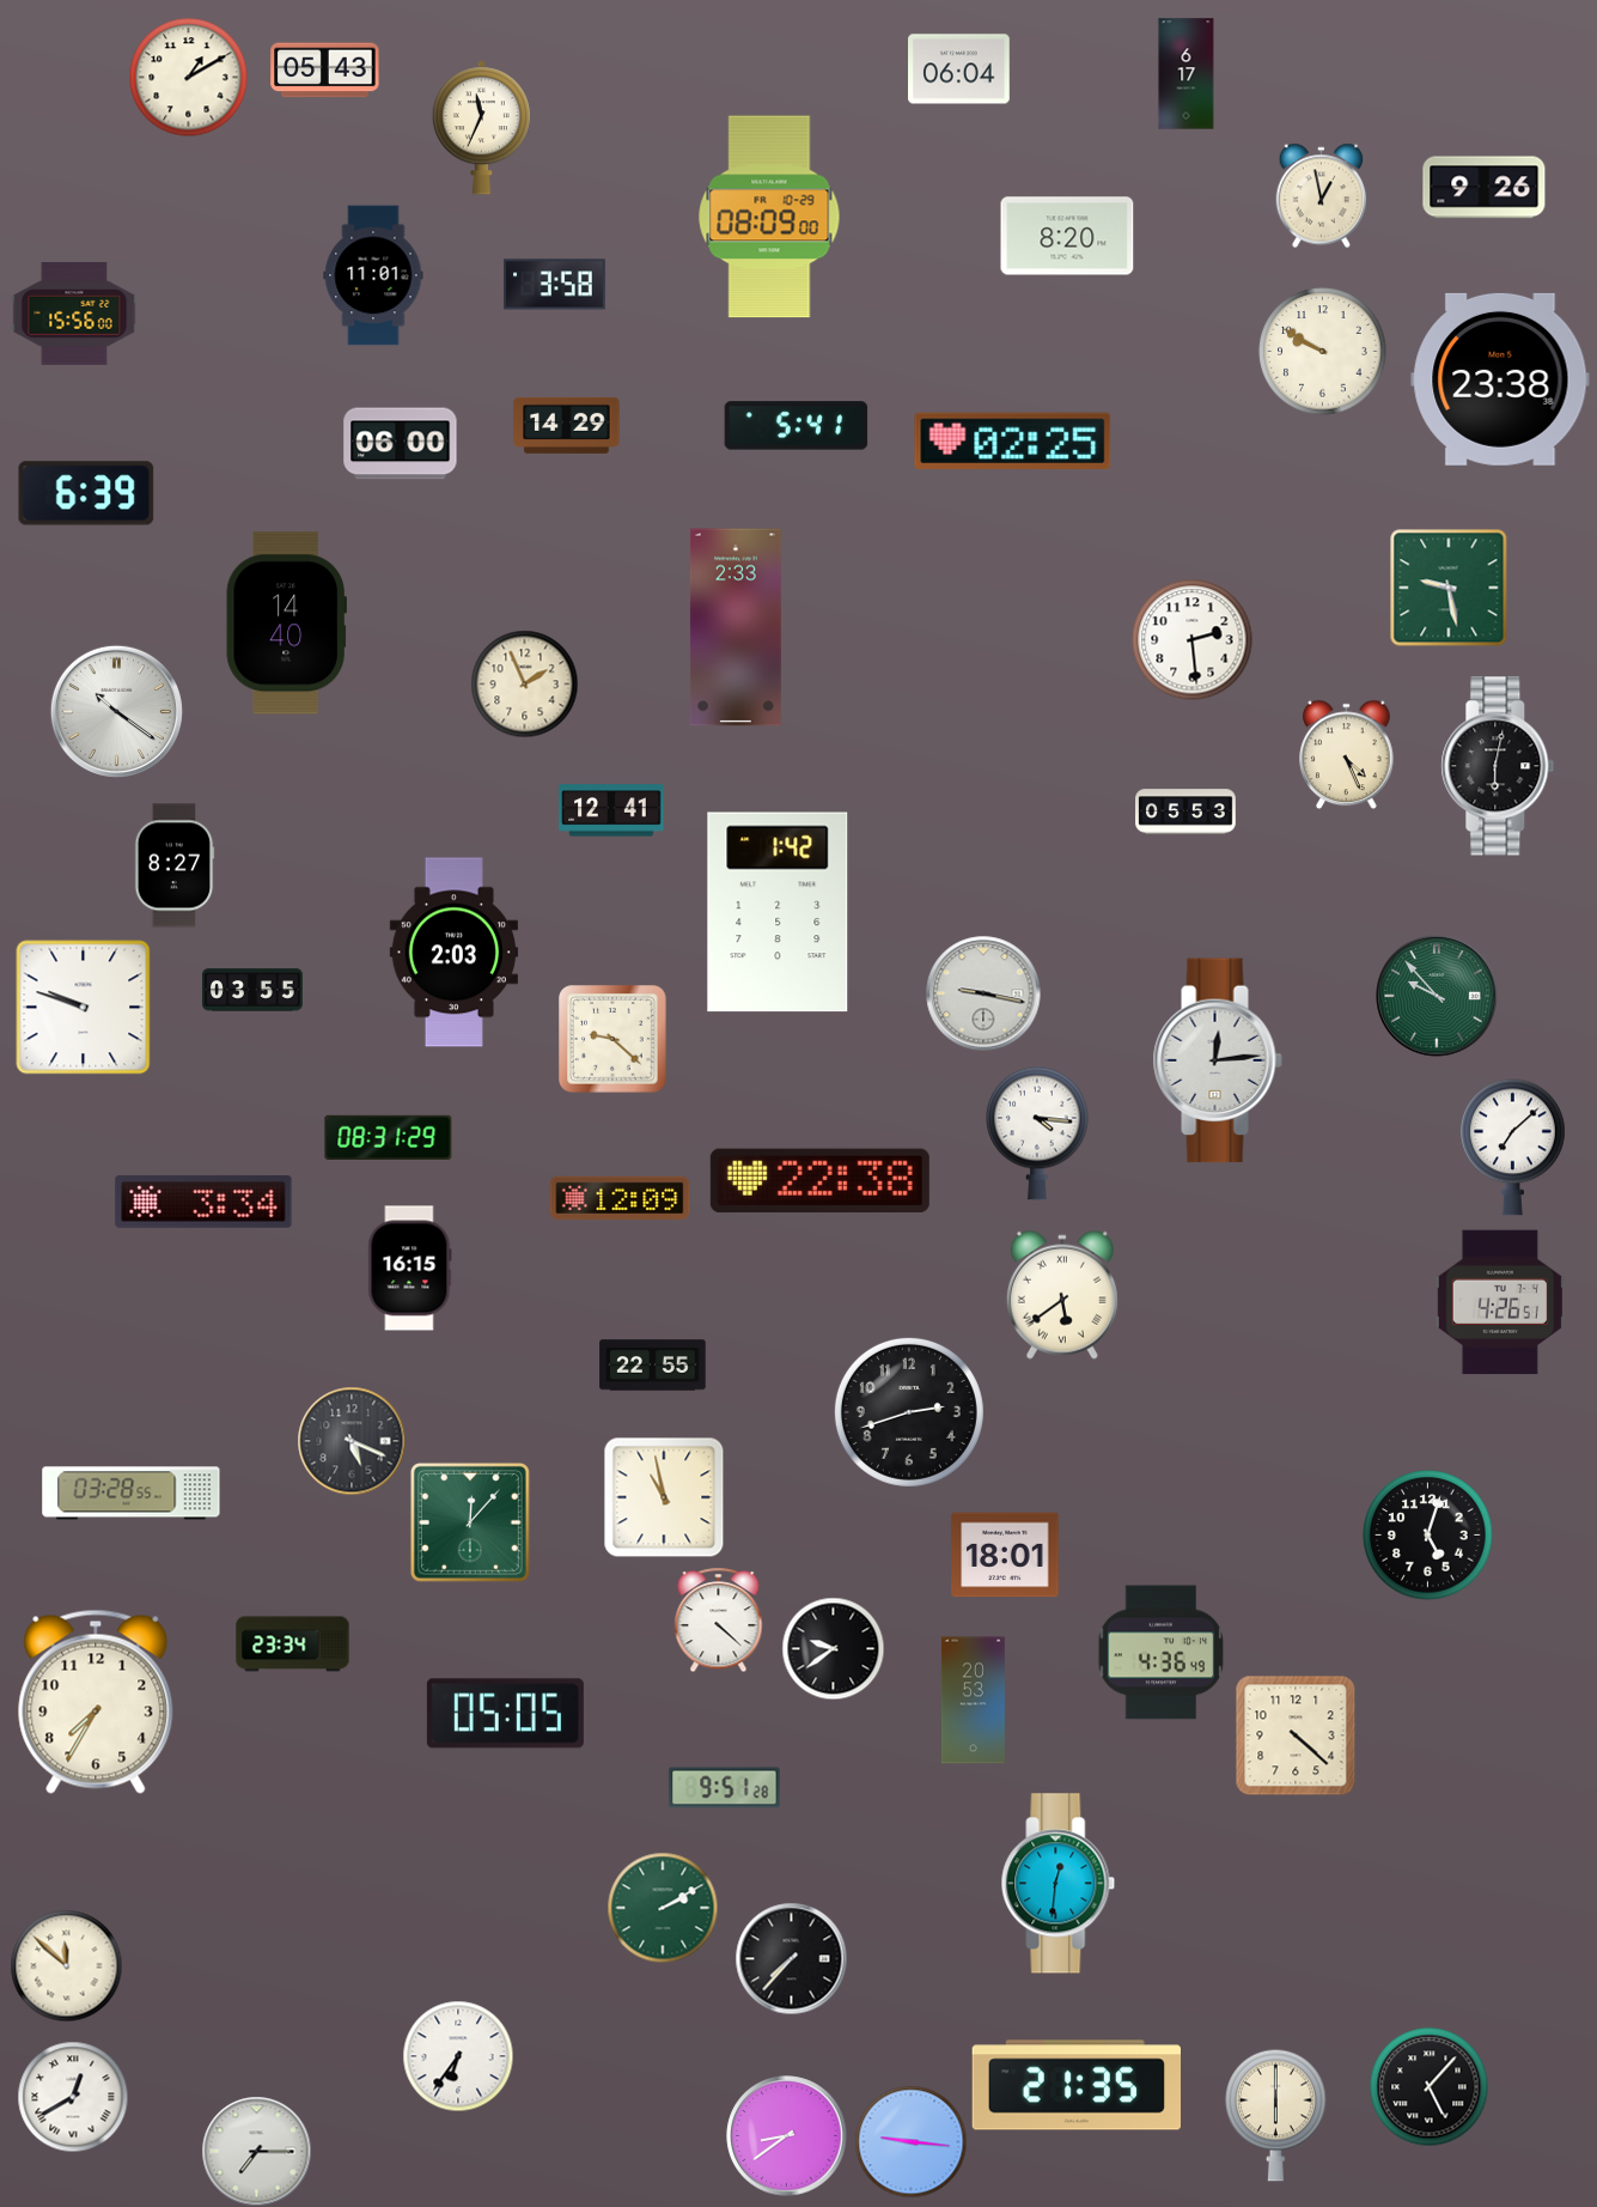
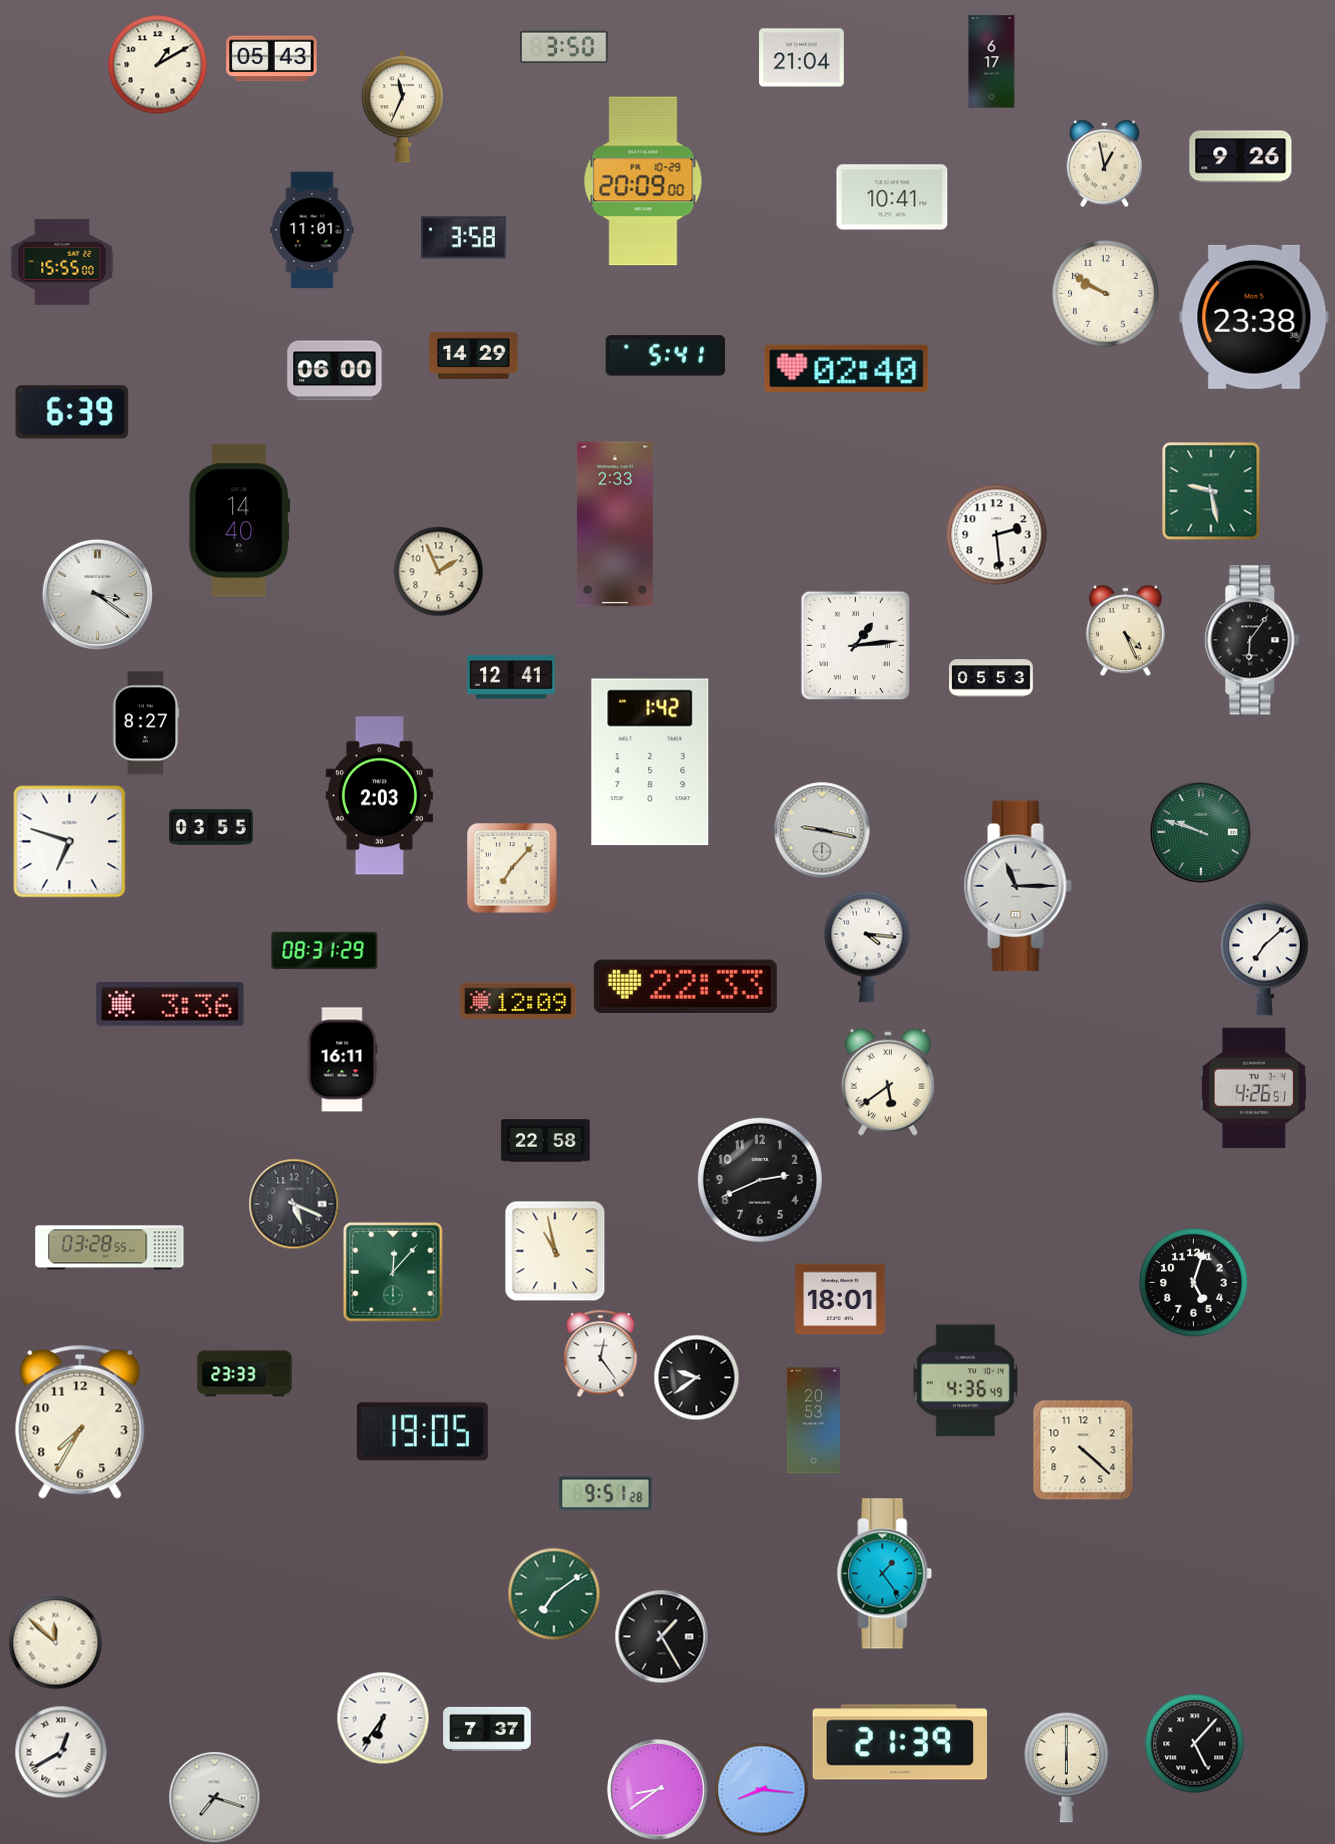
clock at (564, 47): none -> 3:50
clock at (959, 69): 06:04 -> 21:04
clock at (769, 217): 08:09 -> 20:09
clock at (1067, 236): 8:20 -> 10:41
clock at (74, 315): 15:56 -> 15:55
clock at (1013, 440): 02:25 -> 02:40
clock at (116, 711): 10:21 -> 3:21
clock at (1498, 766): 6:02 -> 6:06
clock at (855, 645): none -> 1:14
clock at (1437, 996): 9:53 -> 9:48
clock at (84, 1008): 9:48 -> 6:48
clock at (612, 1039): 9:22 -> 7:07
clock at (1218, 1060): 12:14 -> 11:15
clock at (819, 1180): 22:38 -> 22:33
clock at (203, 1202): 3:34 -> 3:36
clock at (410, 1269): 16:15 -> 16:11
clock at (653, 1366): 22:55 -> 22:58
clock at (909, 1412): 2:42 -> 2:41
clock at (719, 1619): 4:22 -> 12:24
clock at (293, 1644): 23:34 -> 23:33
clock at (1162, 1653) position: (1162, 1653) -> (966, 1381)
clock at (505, 1714): 05:05 -> 19:05
clock at (1059, 1884): 12:31 -> 1:24
clock at (663, 1908): 2:10 -> 7:09
clock at (791, 1958): 7:37 -> 1:25
clock at (487, 1729): none -> 7:37
clock at (1075, 2085): 21:35 -> 21:39
clock at (787, 2136) position: (787, 2136) -> (658, 1790)
clock at (910, 2141): 9:16 -> 8:16
clock at (256, 2151): 7:15 -> 7:18
